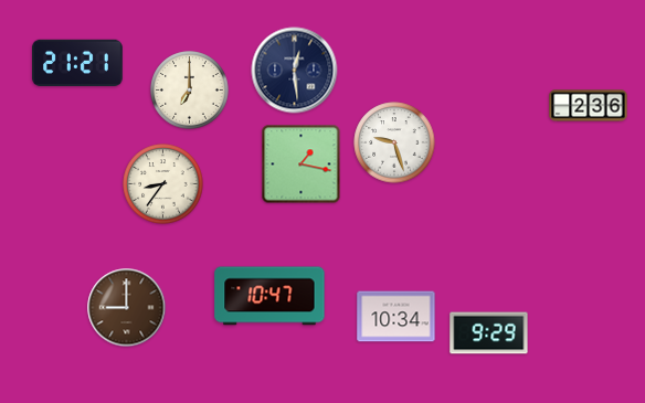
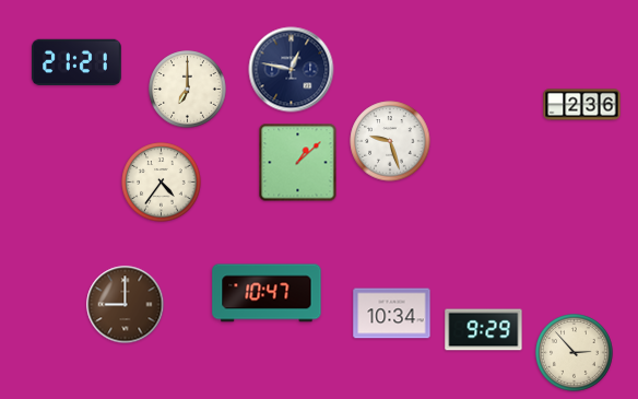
clock at (295, 71): 12:29 -> 12:47
clock at (302, 165): 1:17 -> 1:08
clock at (163, 184): 8:36 -> 4:36
clock at (575, 353): none -> 2:53
